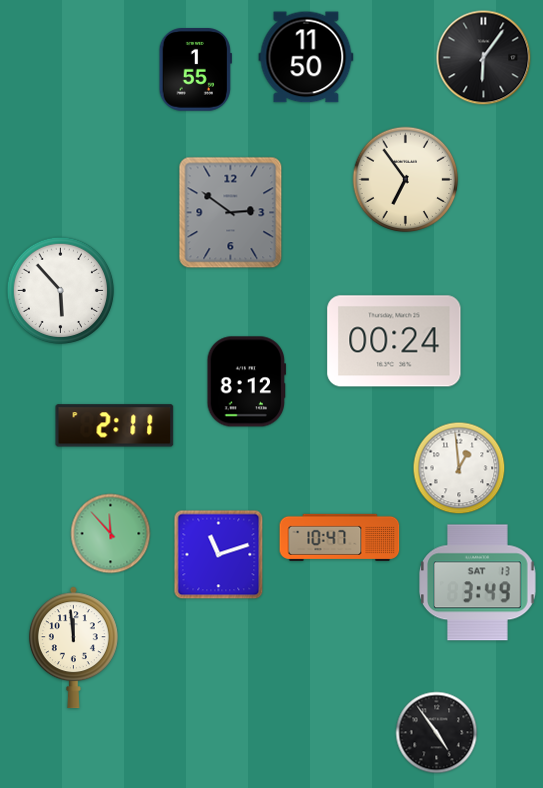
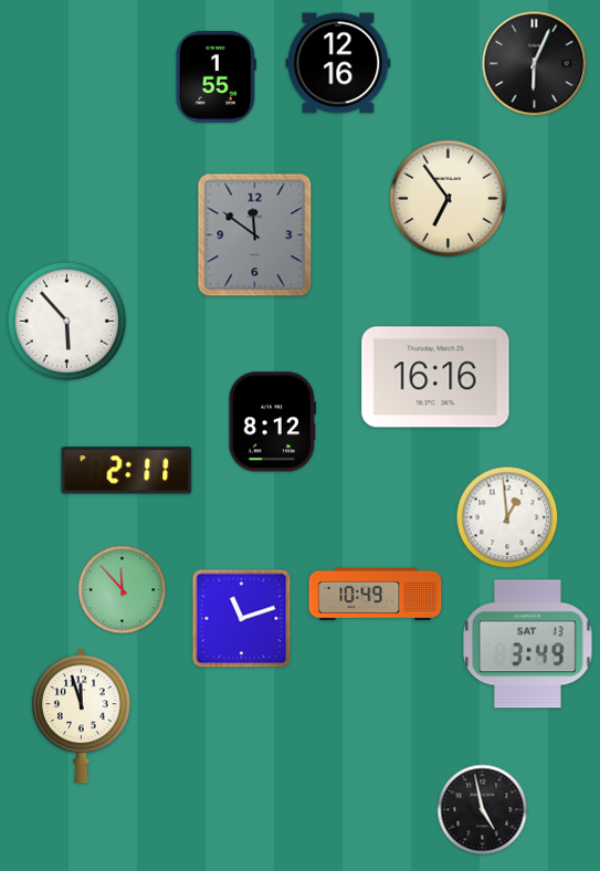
clock at (306, 57): 11:50 -> 12:16
clock at (484, 58): 6:06 -> 6:04
clock at (231, 213): 2:51 -> 11:51
clock at (394, 341): 00:24 -> 16:16
clock at (340, 537): 10:47 -> 10:49
clock at (219, 555) position: (219, 555) -> (242, 619)
clock at (73, 648): 11:59 -> 11:57
clock at (437, 733): 4:54 -> 4:58
